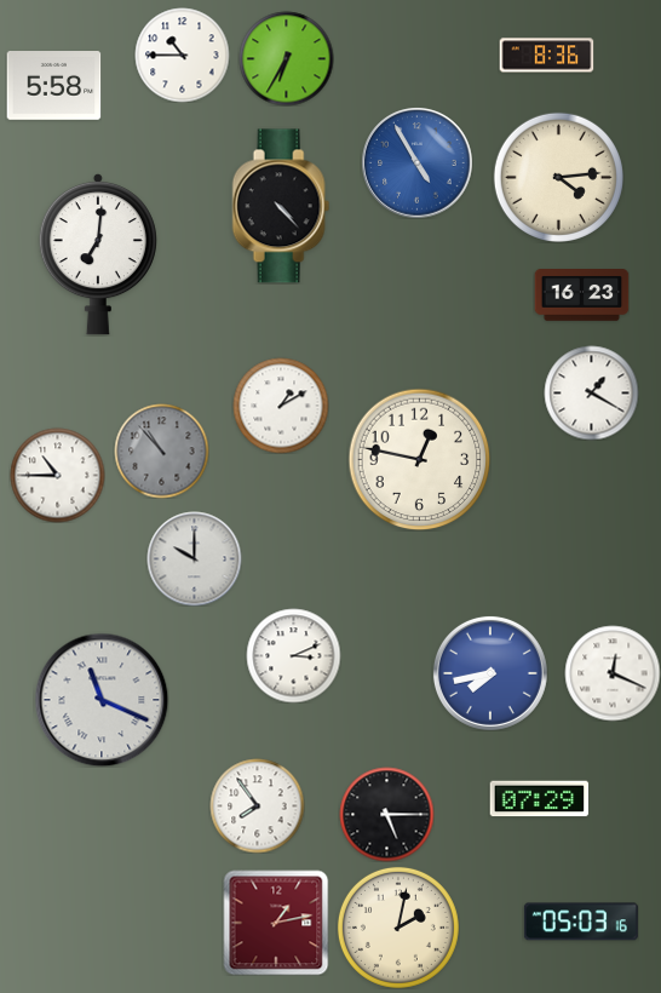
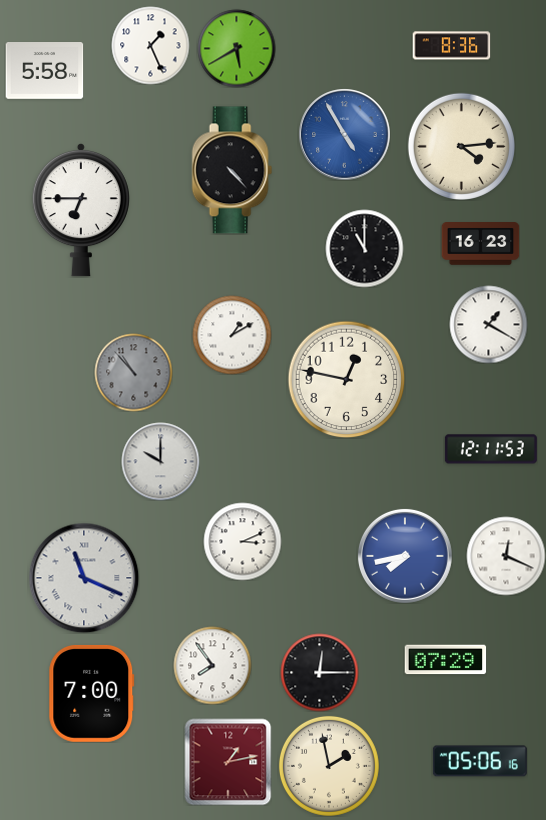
clock at (182, 54): 10:45 -> 1:26
clock at (286, 58): 6:35 -> 5:40
clock at (98, 254): 7:01 -> 6:45
clock at (364, 248): none -> 11:00
clock at (57, 475): 10:45 -> none
clock at (491, 449): none -> 12:11
clock at (386, 814): 5:15 -> 12:15
clock at (92, 693): none -> 7:00
clock at (581, 922): 05:03 -> 05:06
clock at (398, 928): 2:02 -> 1:58
